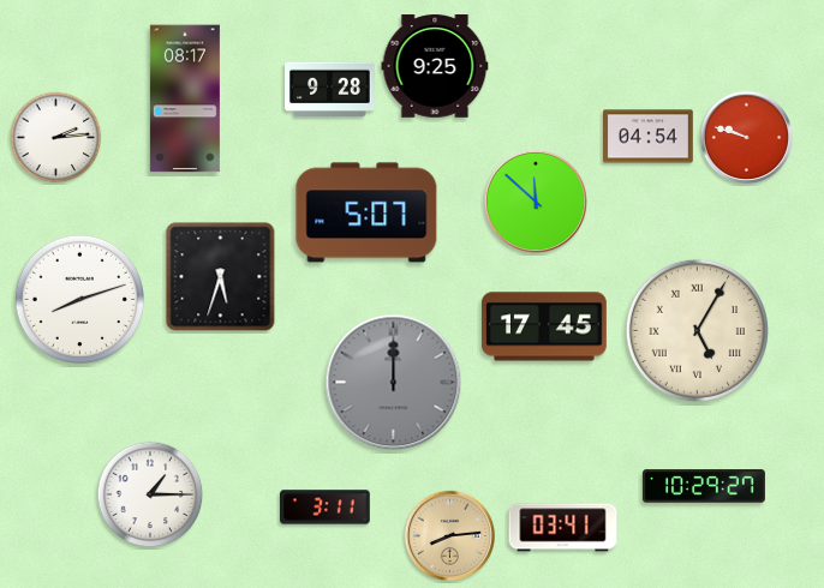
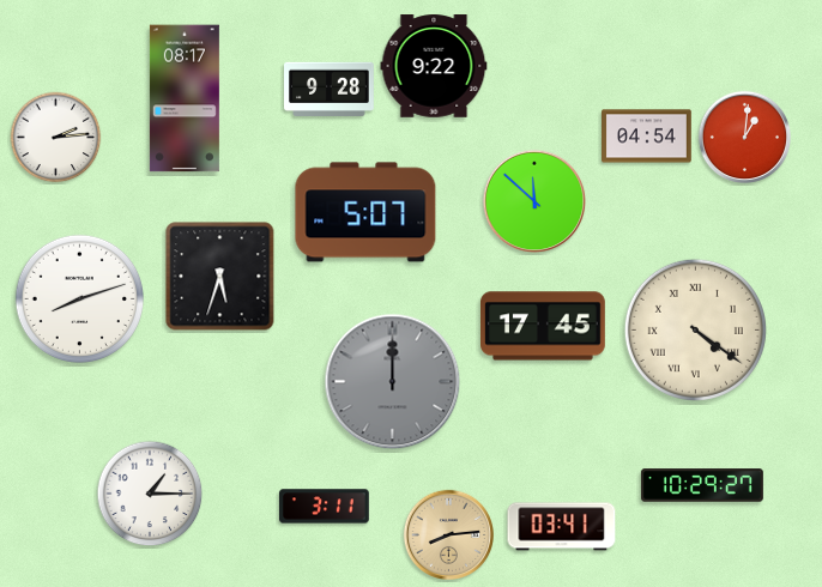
clock at (435, 66): 9:25 -> 9:22
clock at (746, 137): 9:48 -> 1:01
clock at (697, 330): 5:05 -> 4:21
